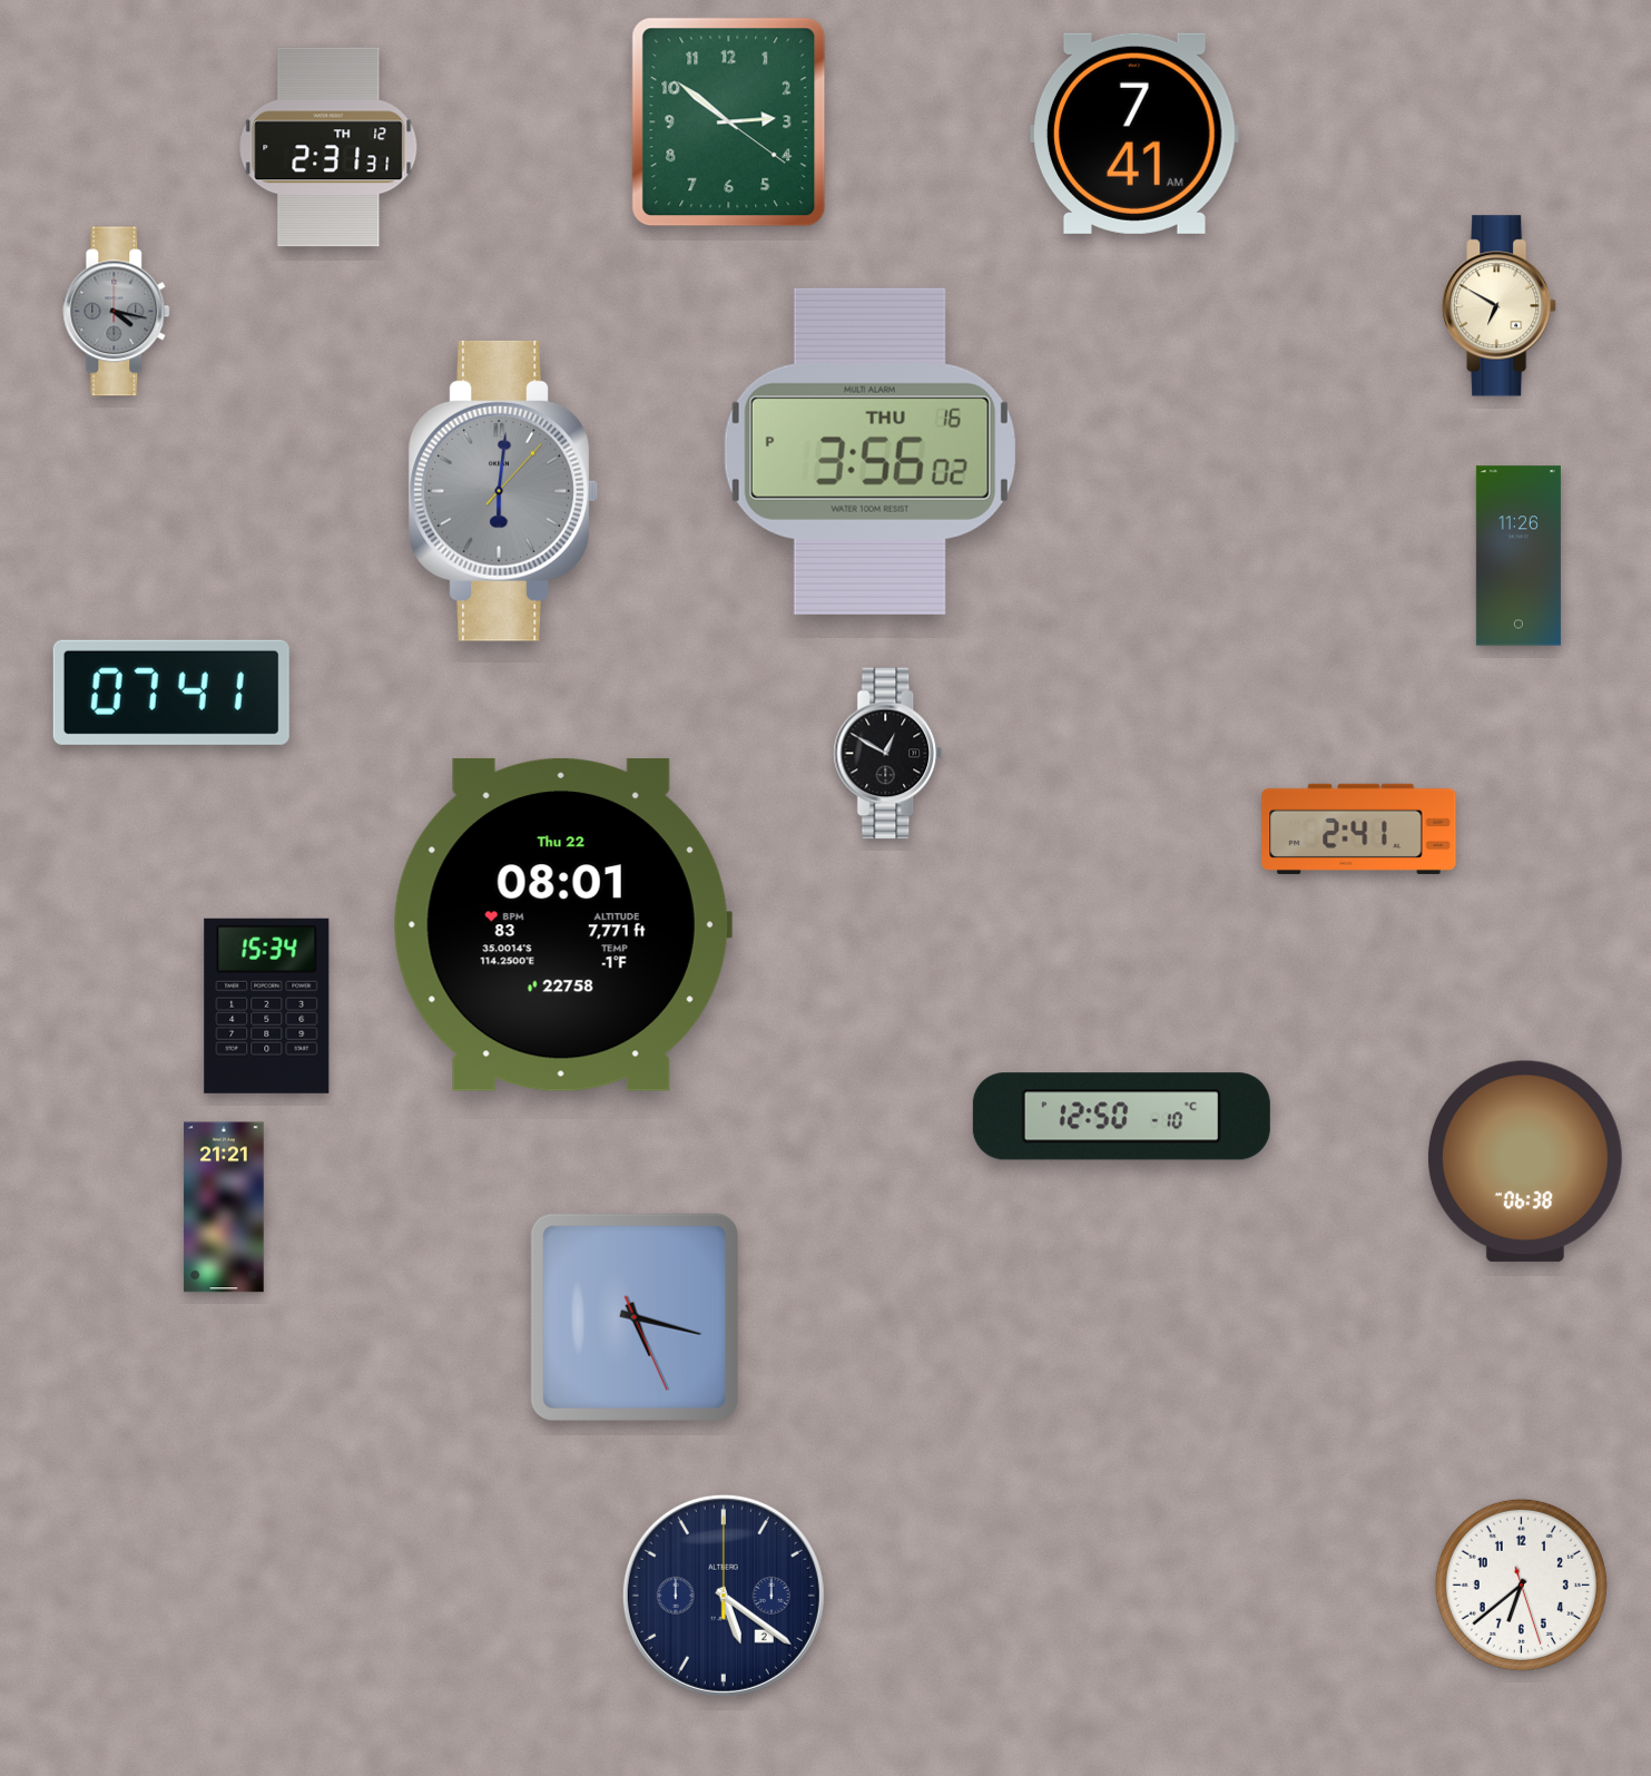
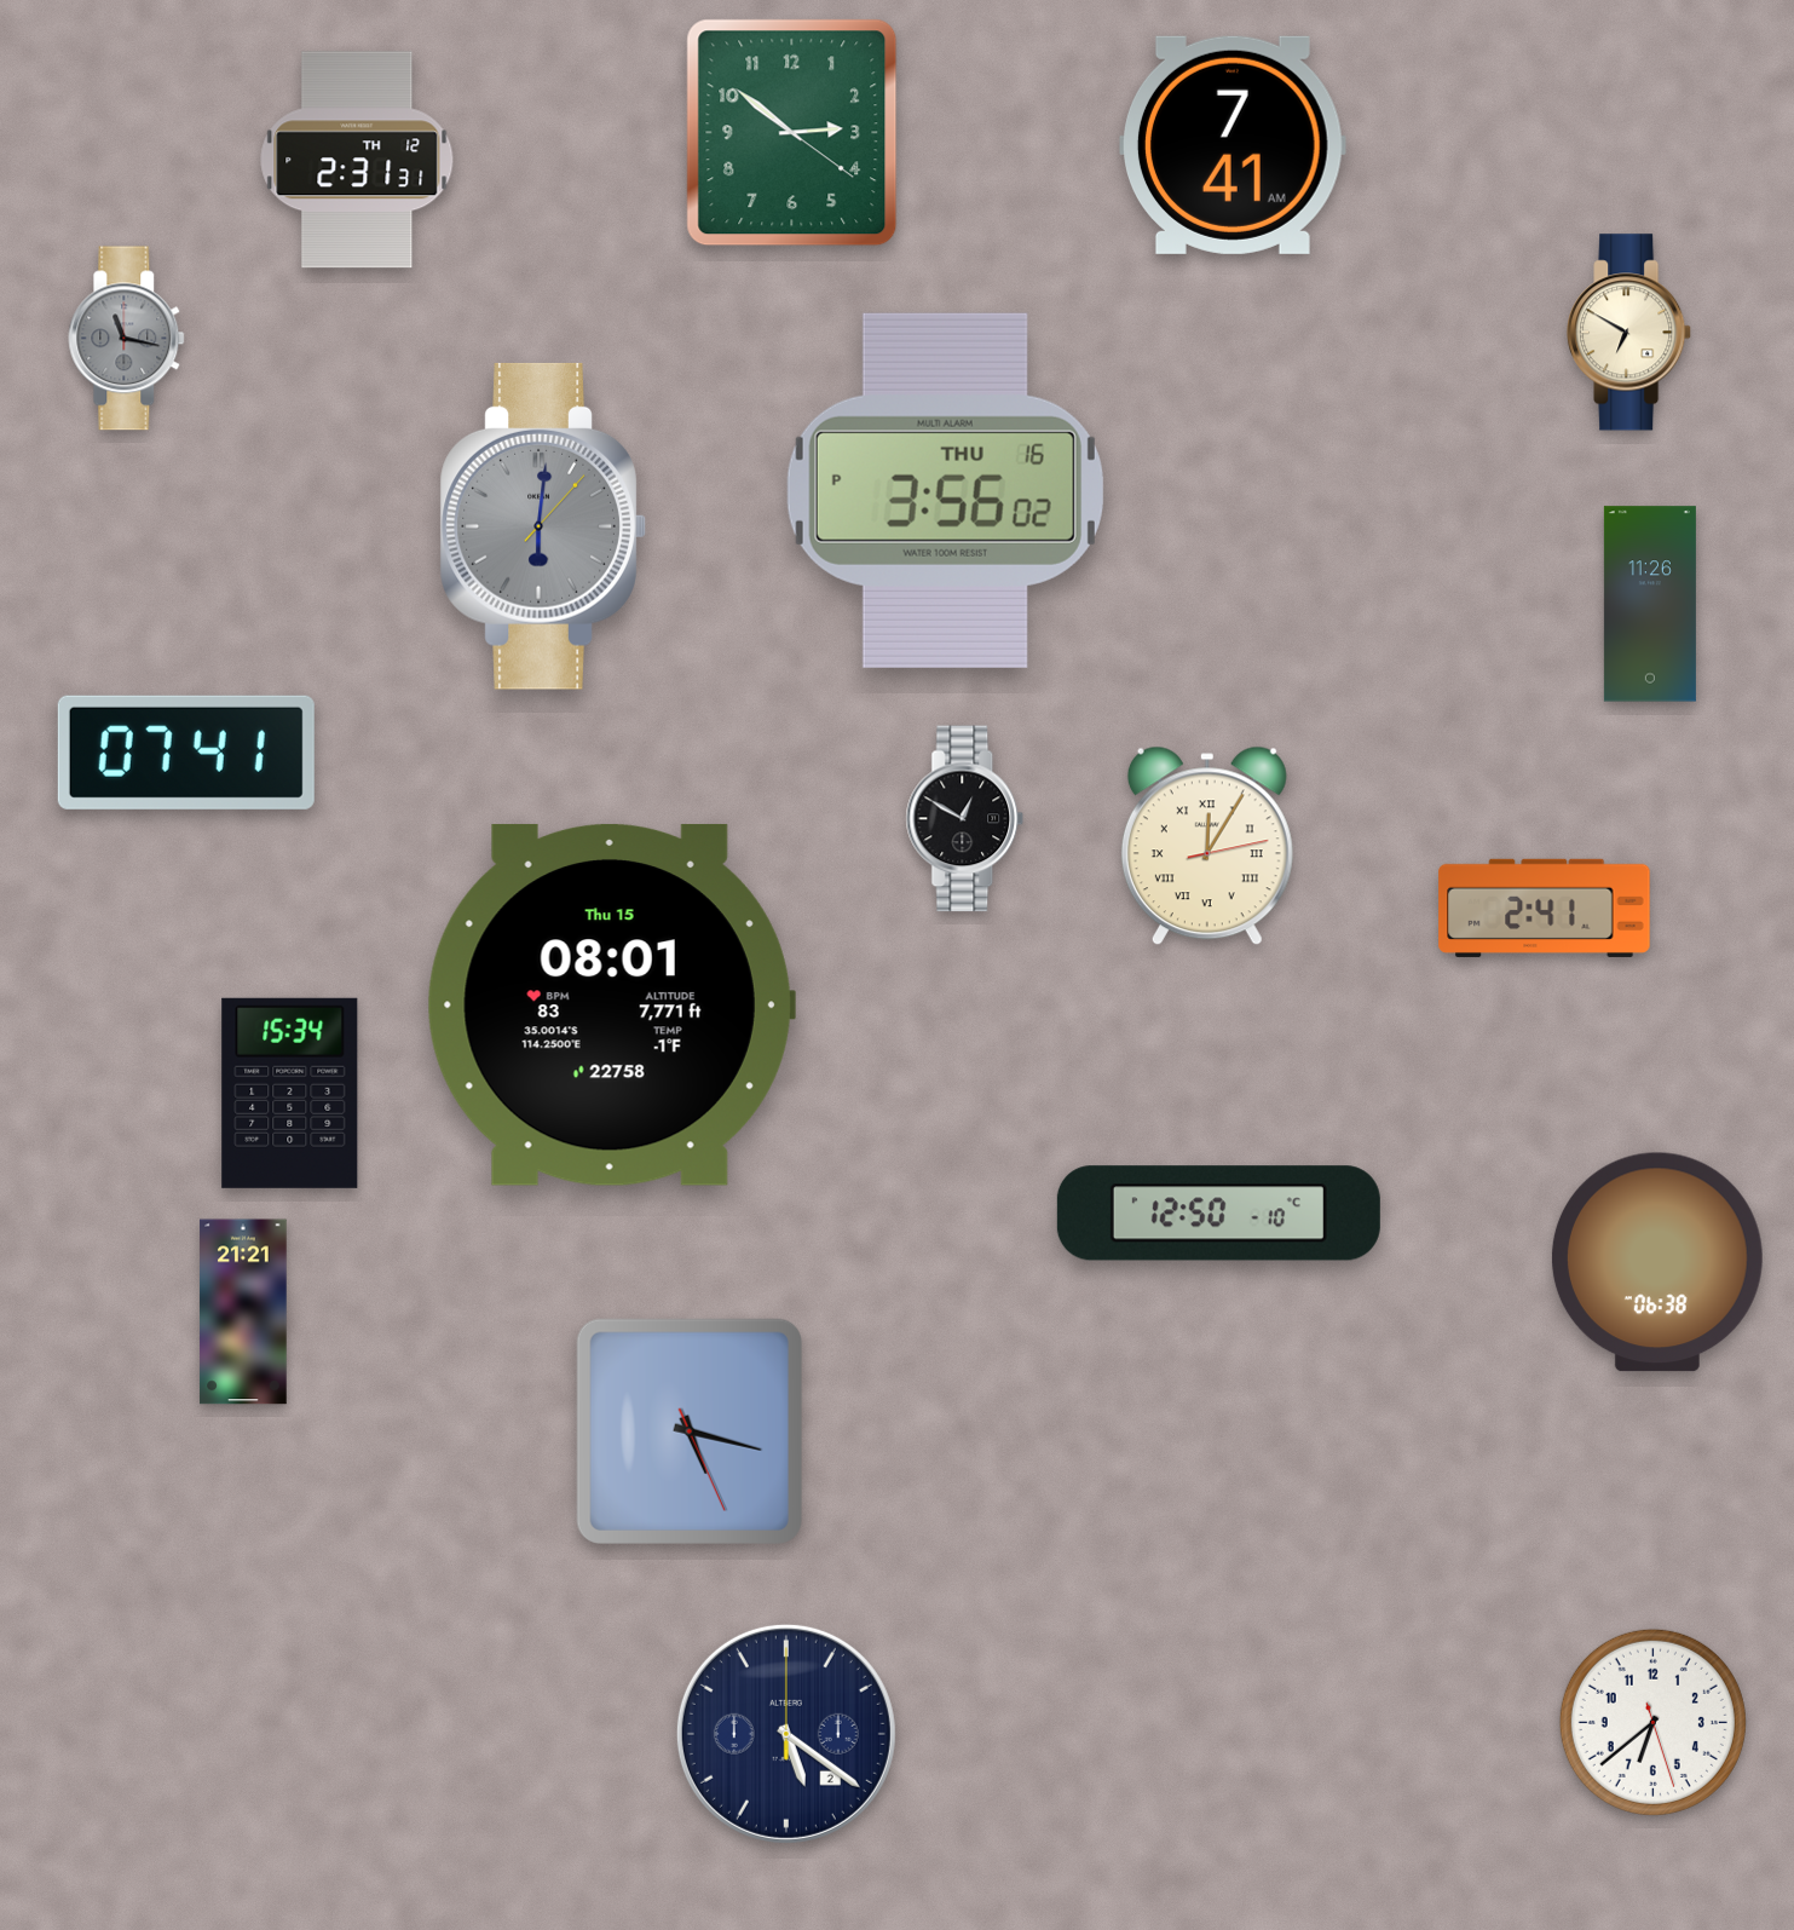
clock at (117, 312): 4:17 -> 11:17
clock at (503, 491) position: (503, 491) -> (543, 526)
clock at (1207, 846): none -> 12:05
clock at (1359, 828) position: (1359, 828) -> (1545, 908)
clock at (562, 924) date: Thu 22 -> Thu 15
